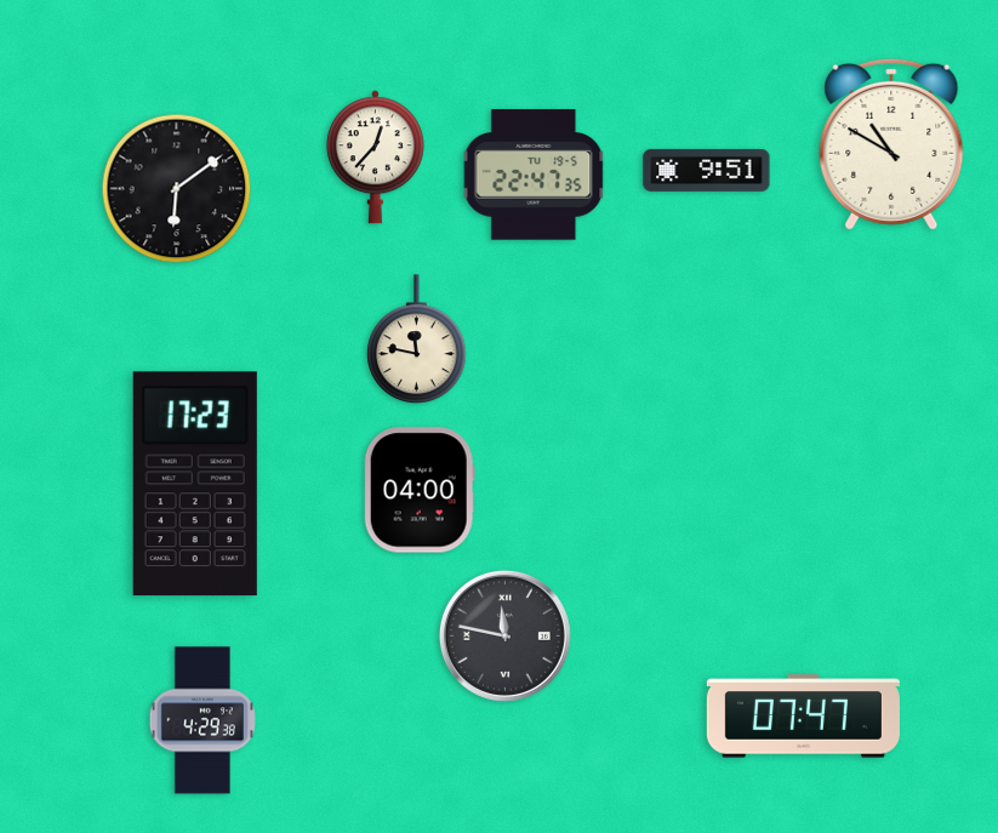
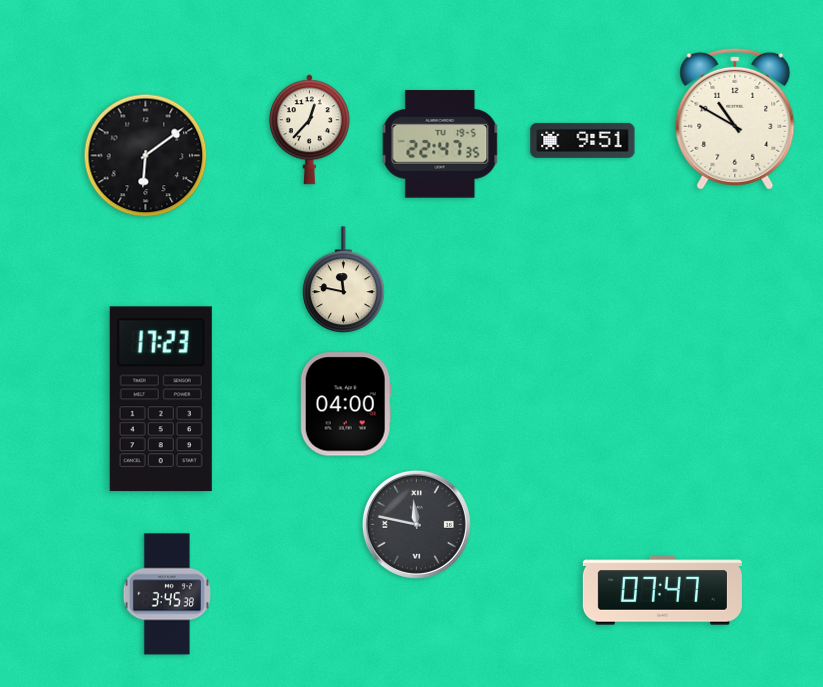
clock at (203, 720): 4:29 -> 3:45
